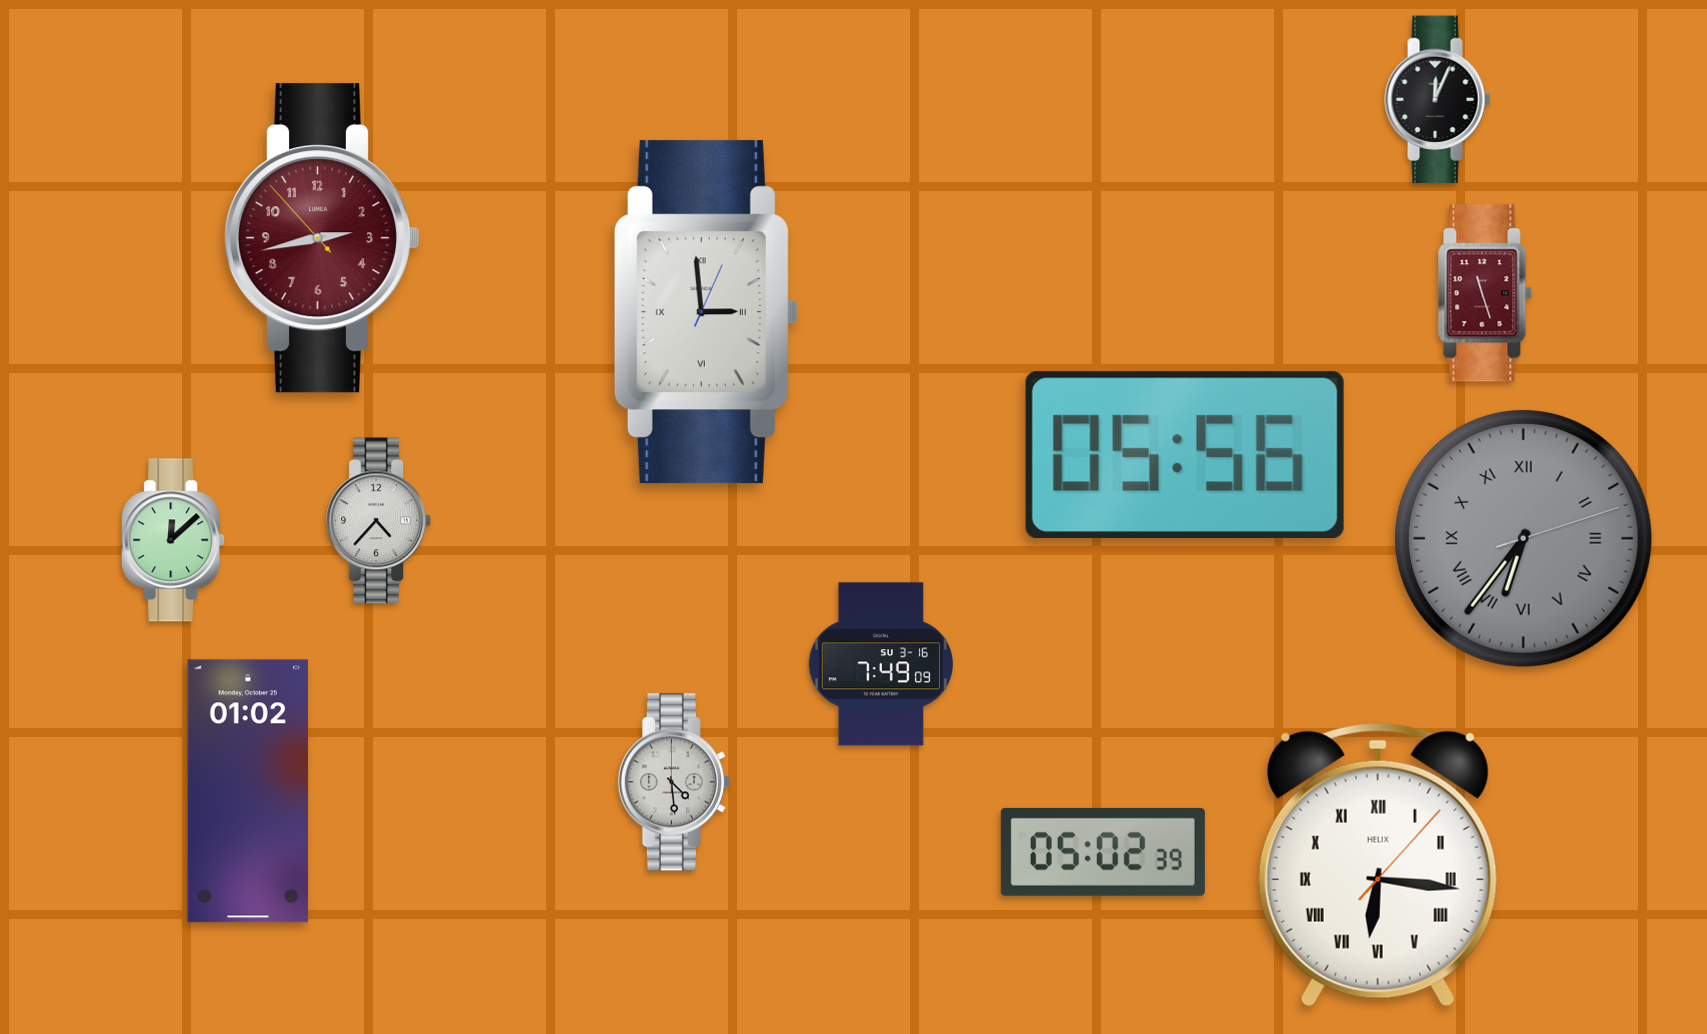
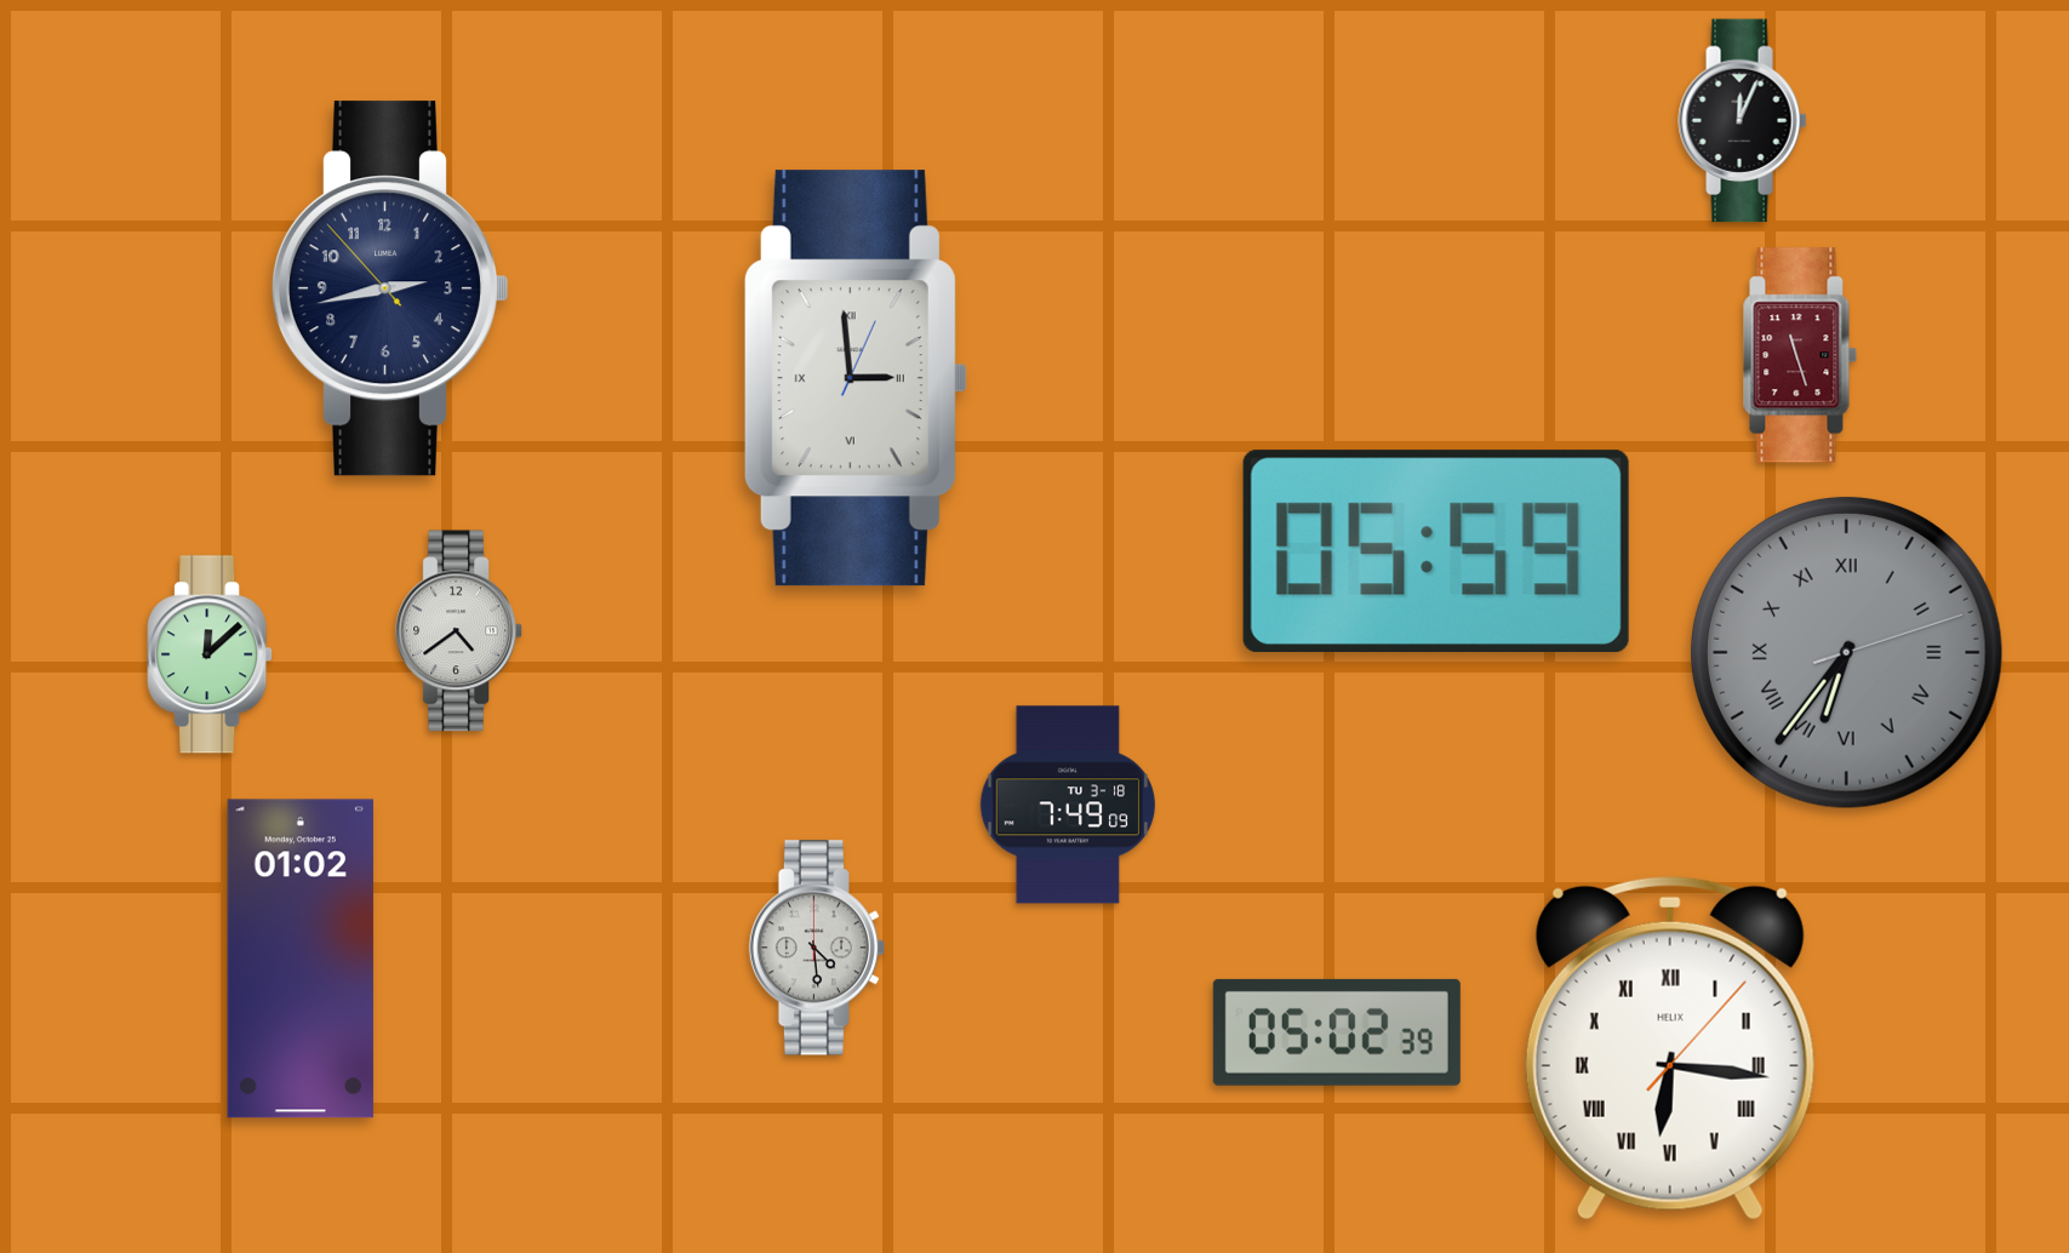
clock at (322, 238) dial: burgundy -> navy
clock at (1185, 455): 05:56 -> 05:59
clock at (379, 521): 4:37 -> 4:39
clock at (881, 664) date: SU 3-16 -> TU 3-18
